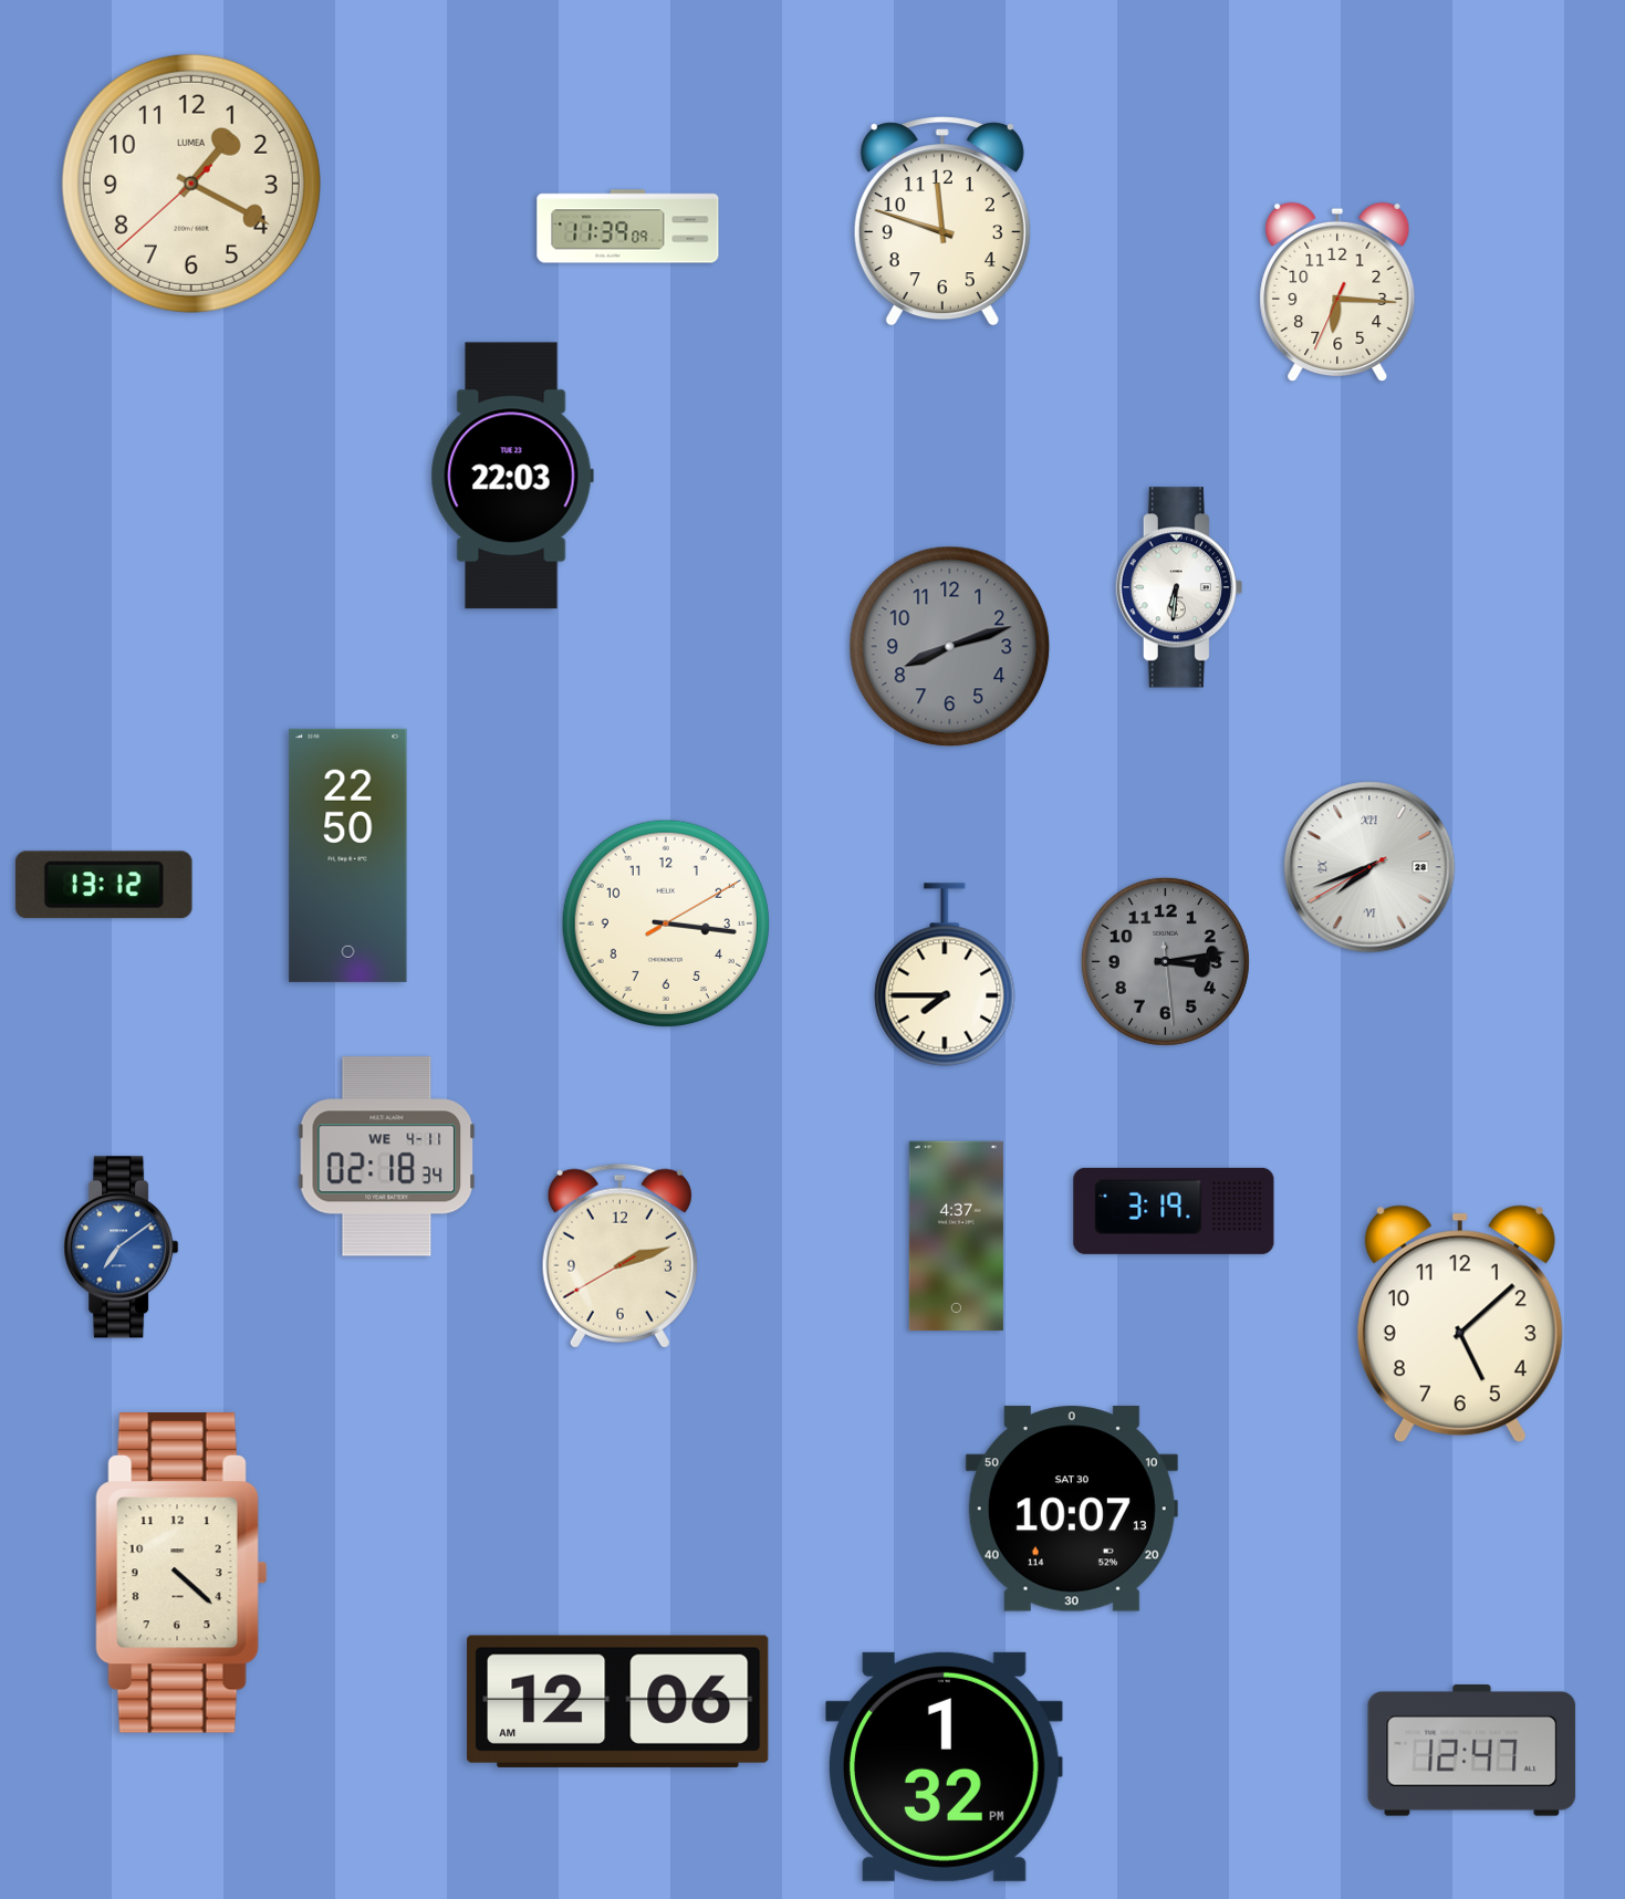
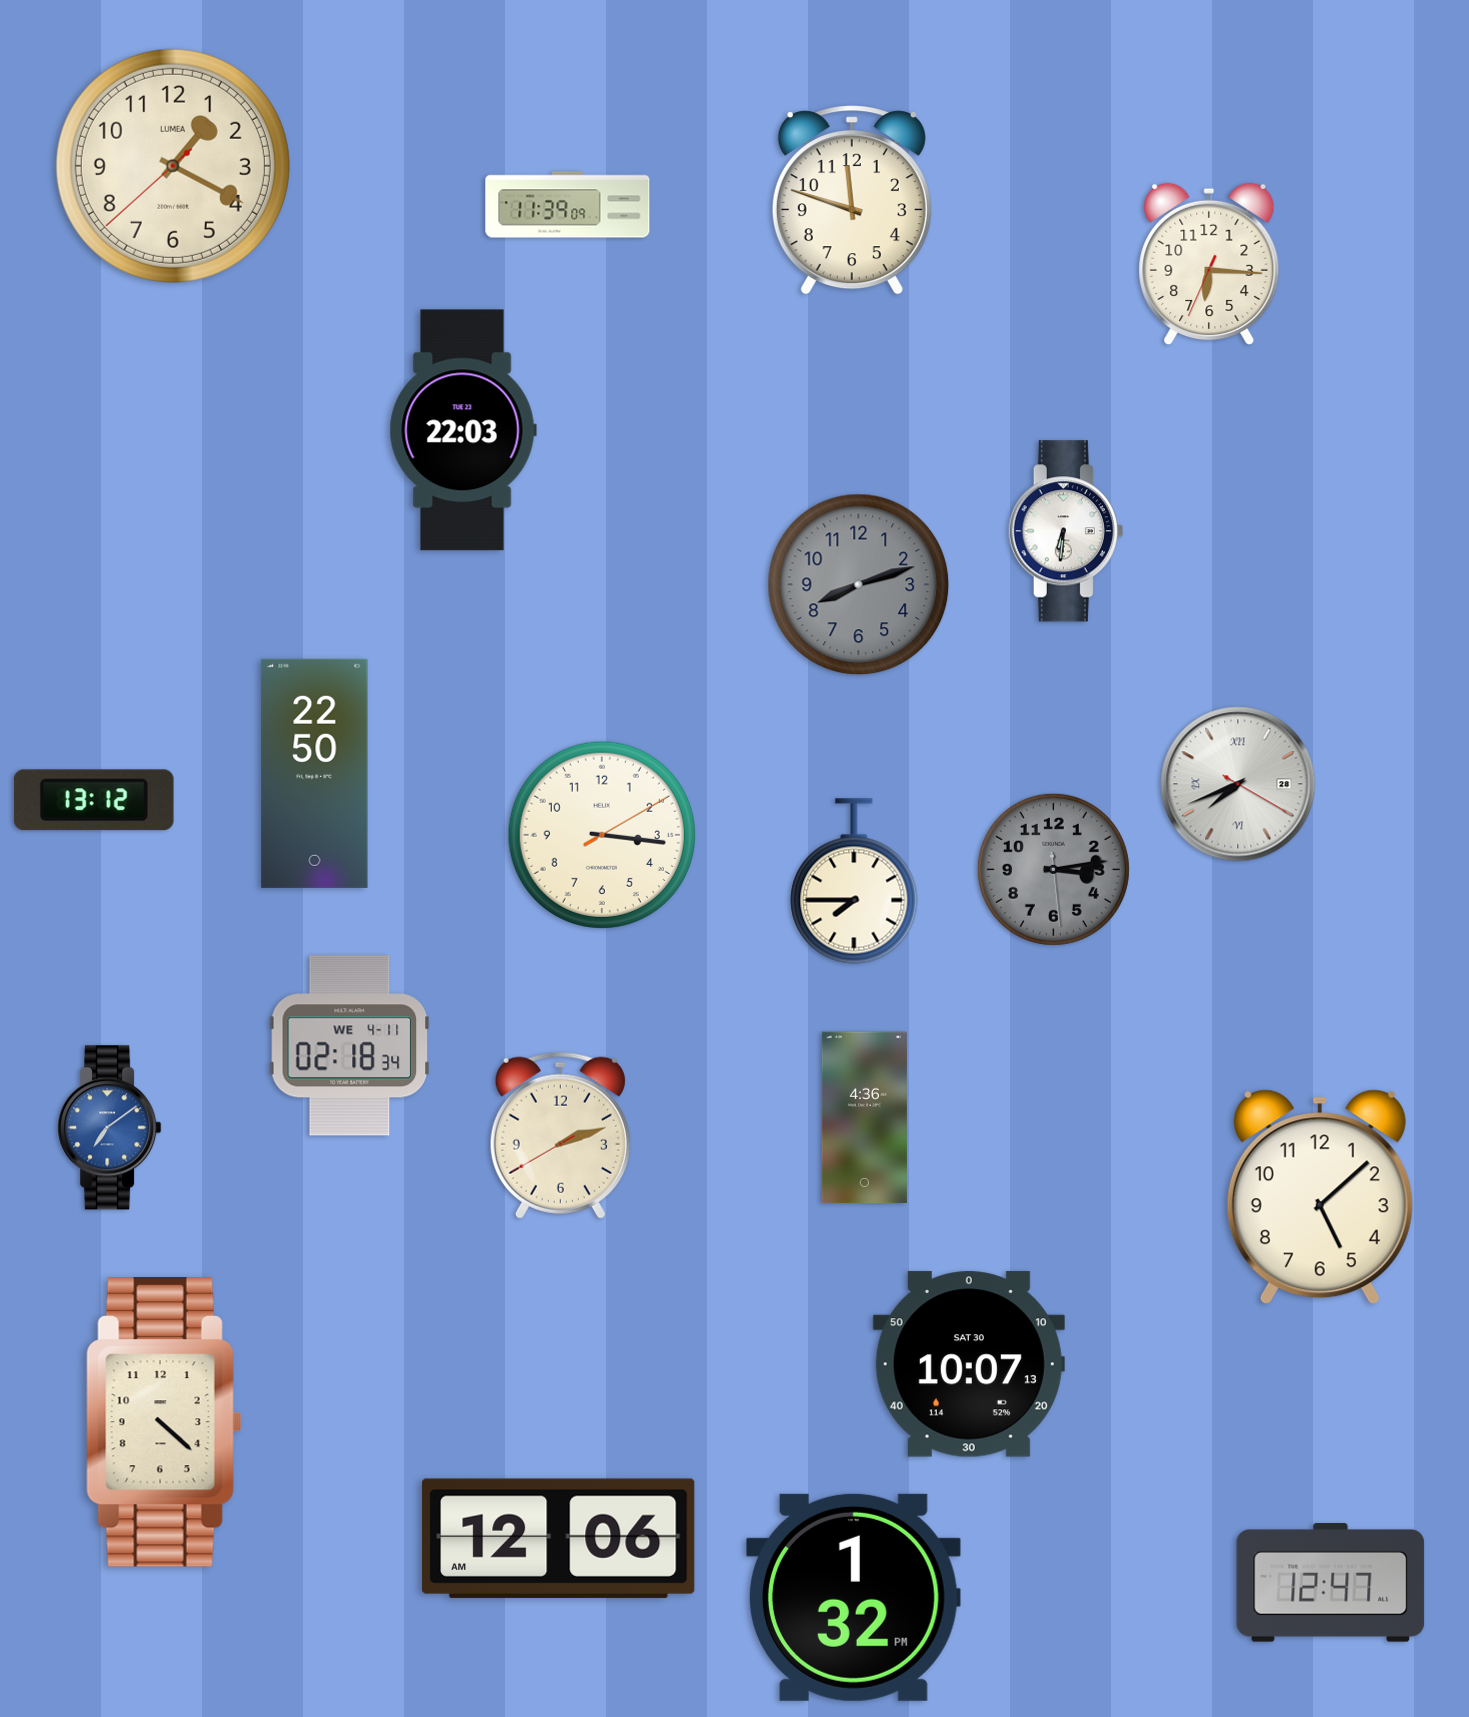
clock at (1369, 867): 7:41:40 -> 7:41:20
clock at (1174, 1211): 3:19 -> none
clock at (956, 1237): 4:37 -> 4:36
